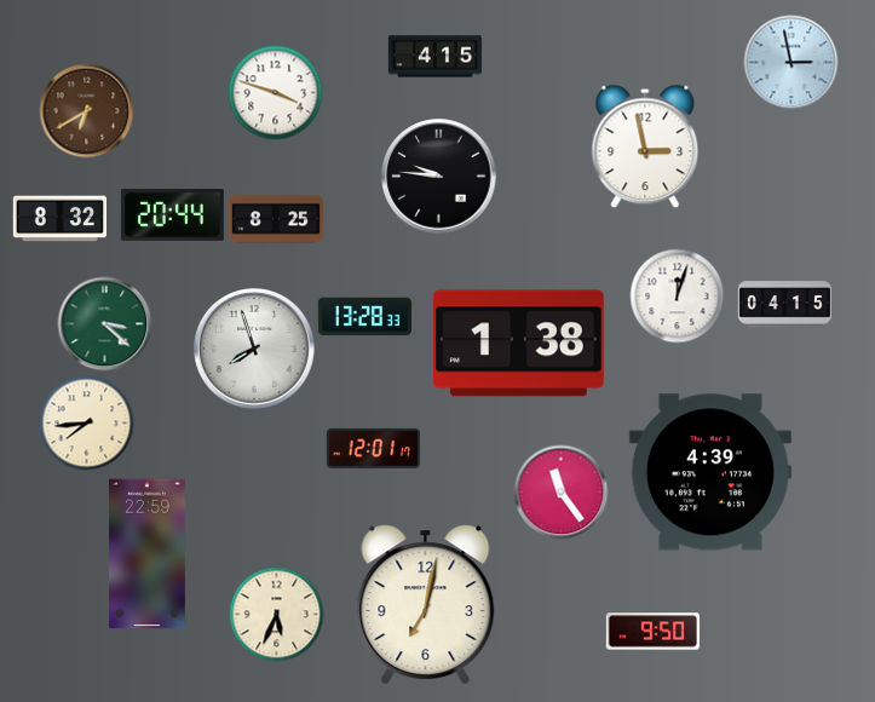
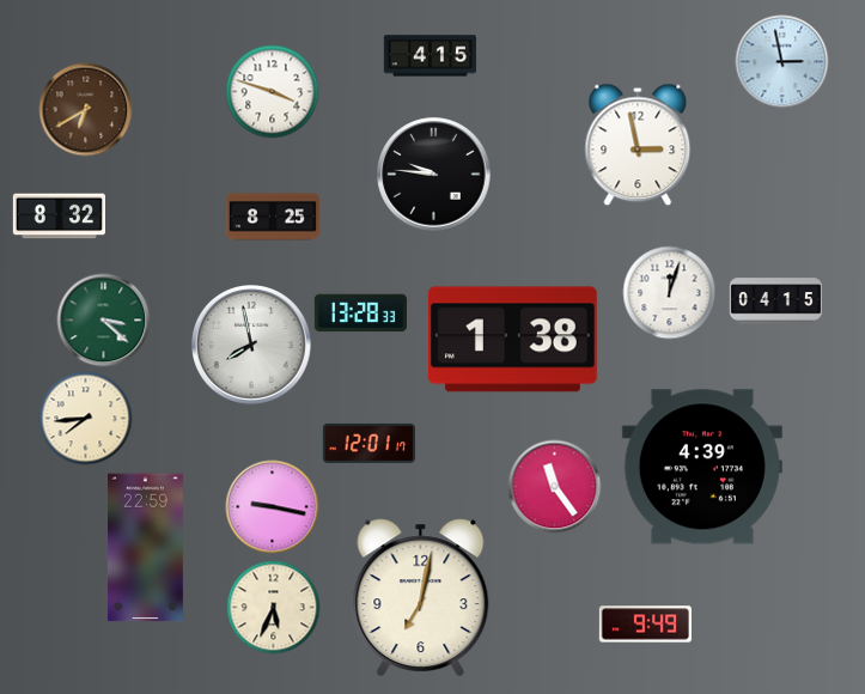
clock at (172, 215): 20:44 -> none
clock at (255, 350): 7:57 -> 7:58
clock at (272, 506): none -> 9:17
clock at (652, 632): 9:50 -> 9:49
